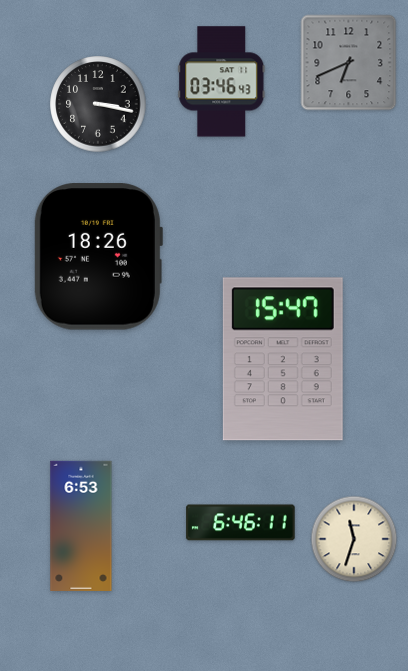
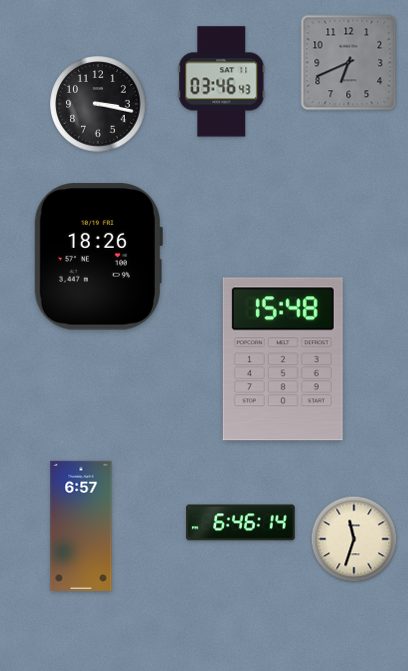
clock at (283, 359): 15:47 -> 15:48
clock at (241, 523): 6:46:11 -> 6:46:14
clock at (81, 526): 6:53 -> 6:57
